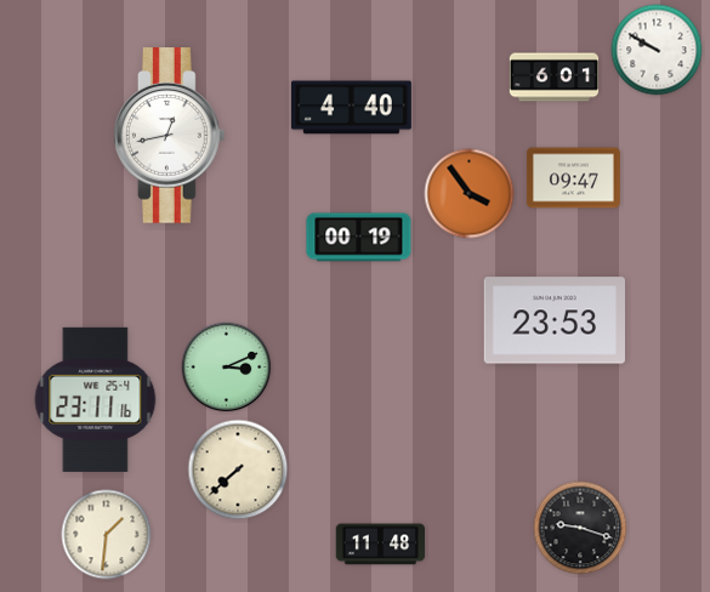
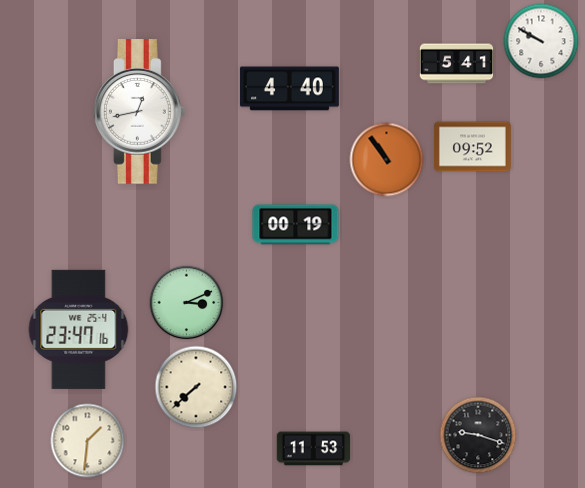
clock at (555, 78): 6:01 -> 5:41
clock at (573, 178): 09:47 -> 09:52
clock at (470, 194): 3:54 -> 10:54
clock at (359, 238) position: (359, 238) -> (296, 225)
clock at (555, 320): 23:53 -> none
clock at (96, 399): 23:11 -> 23:47
clock at (381, 545): 11:48 -> 11:53
